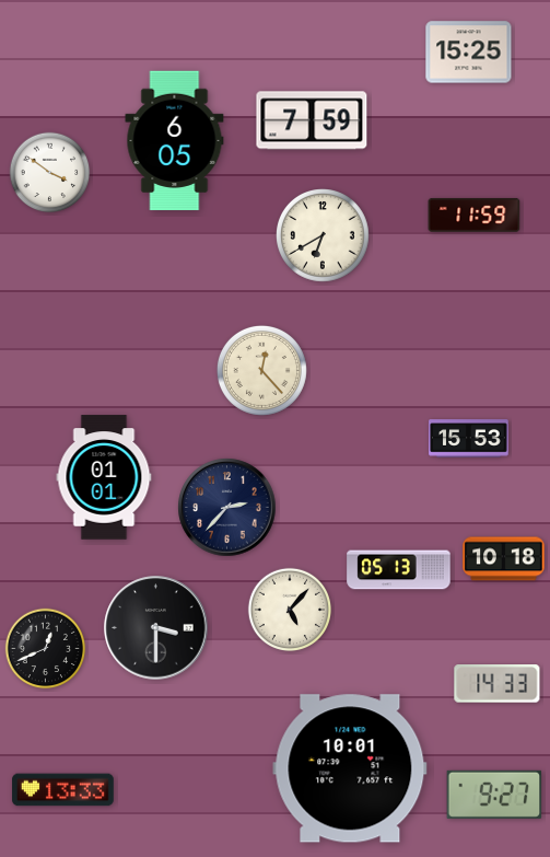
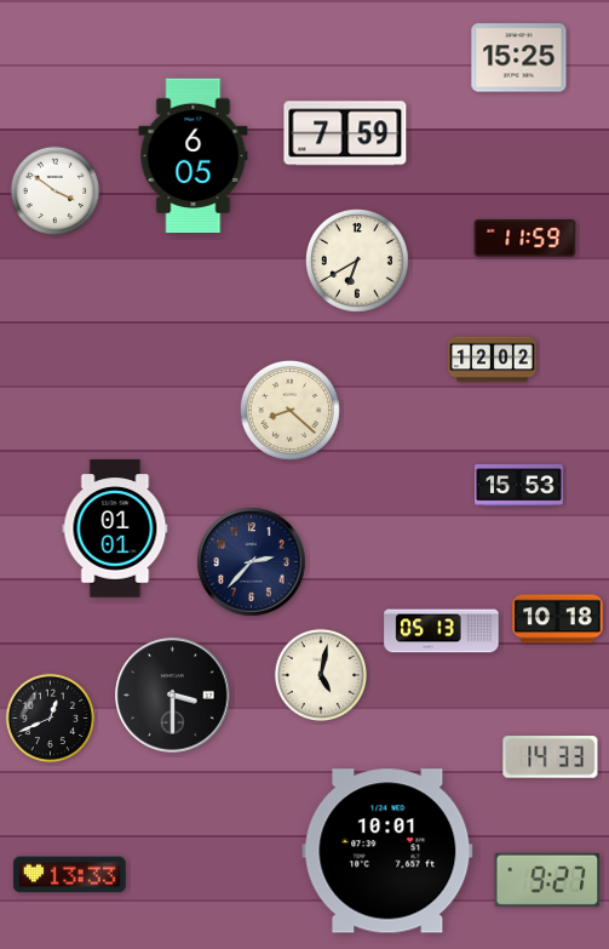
clock at (493, 360): none -> 12:02
clock at (261, 370): 12:23 -> 8:22
clock at (289, 609): 5:07 -> 5:02
